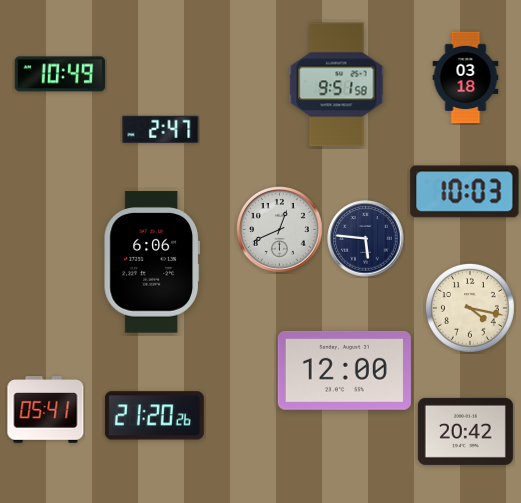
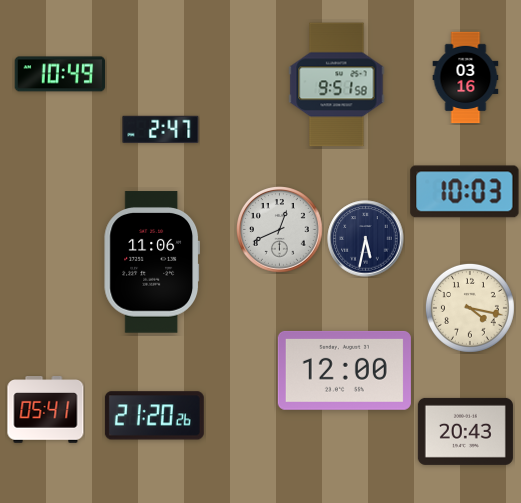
clock at (466, 78): 03:18 -> 03:16
clock at (366, 239): 5:46 -> 5:32
clock at (151, 262): 6:06 -> 11:06
clock at (465, 431): 20:42 -> 20:43
